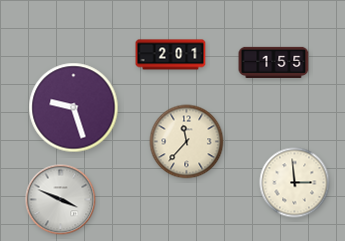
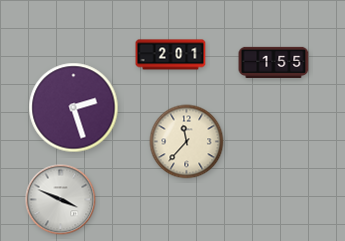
clock at (74, 108): 9:27 -> 2:27
clock at (295, 183): 2:59 -> none
